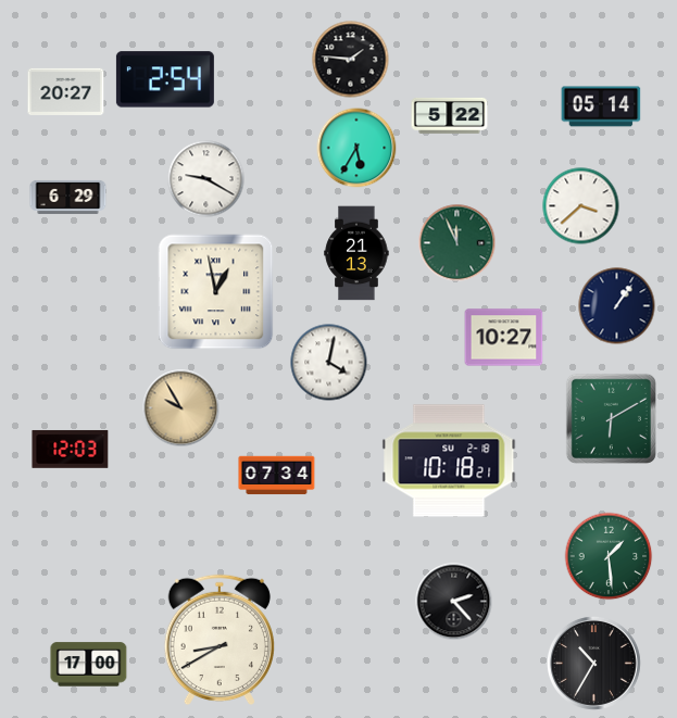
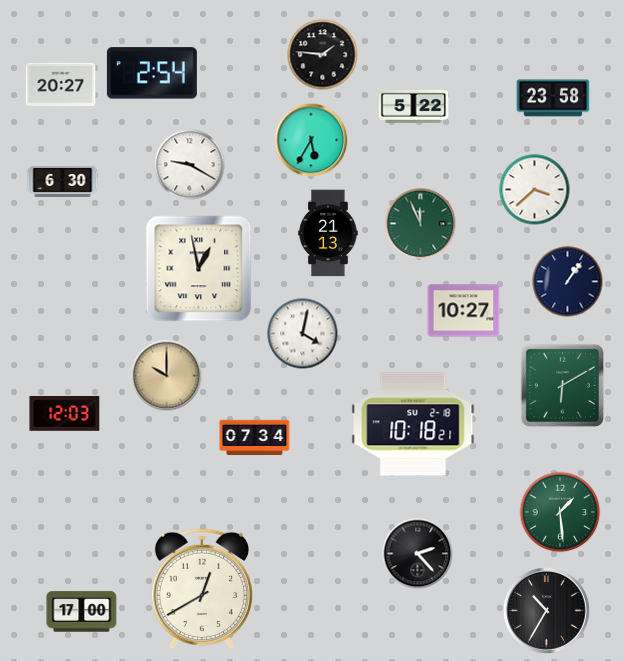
clock at (601, 106): 05:14 -> 23:58
clock at (356, 148) position: (356, 148) -> (311, 140)
clock at (68, 197): 6:29 -> 6:30
clock at (181, 408): 9:55 -> 10:00
clock at (220, 640): 8:40 -> 12:40
